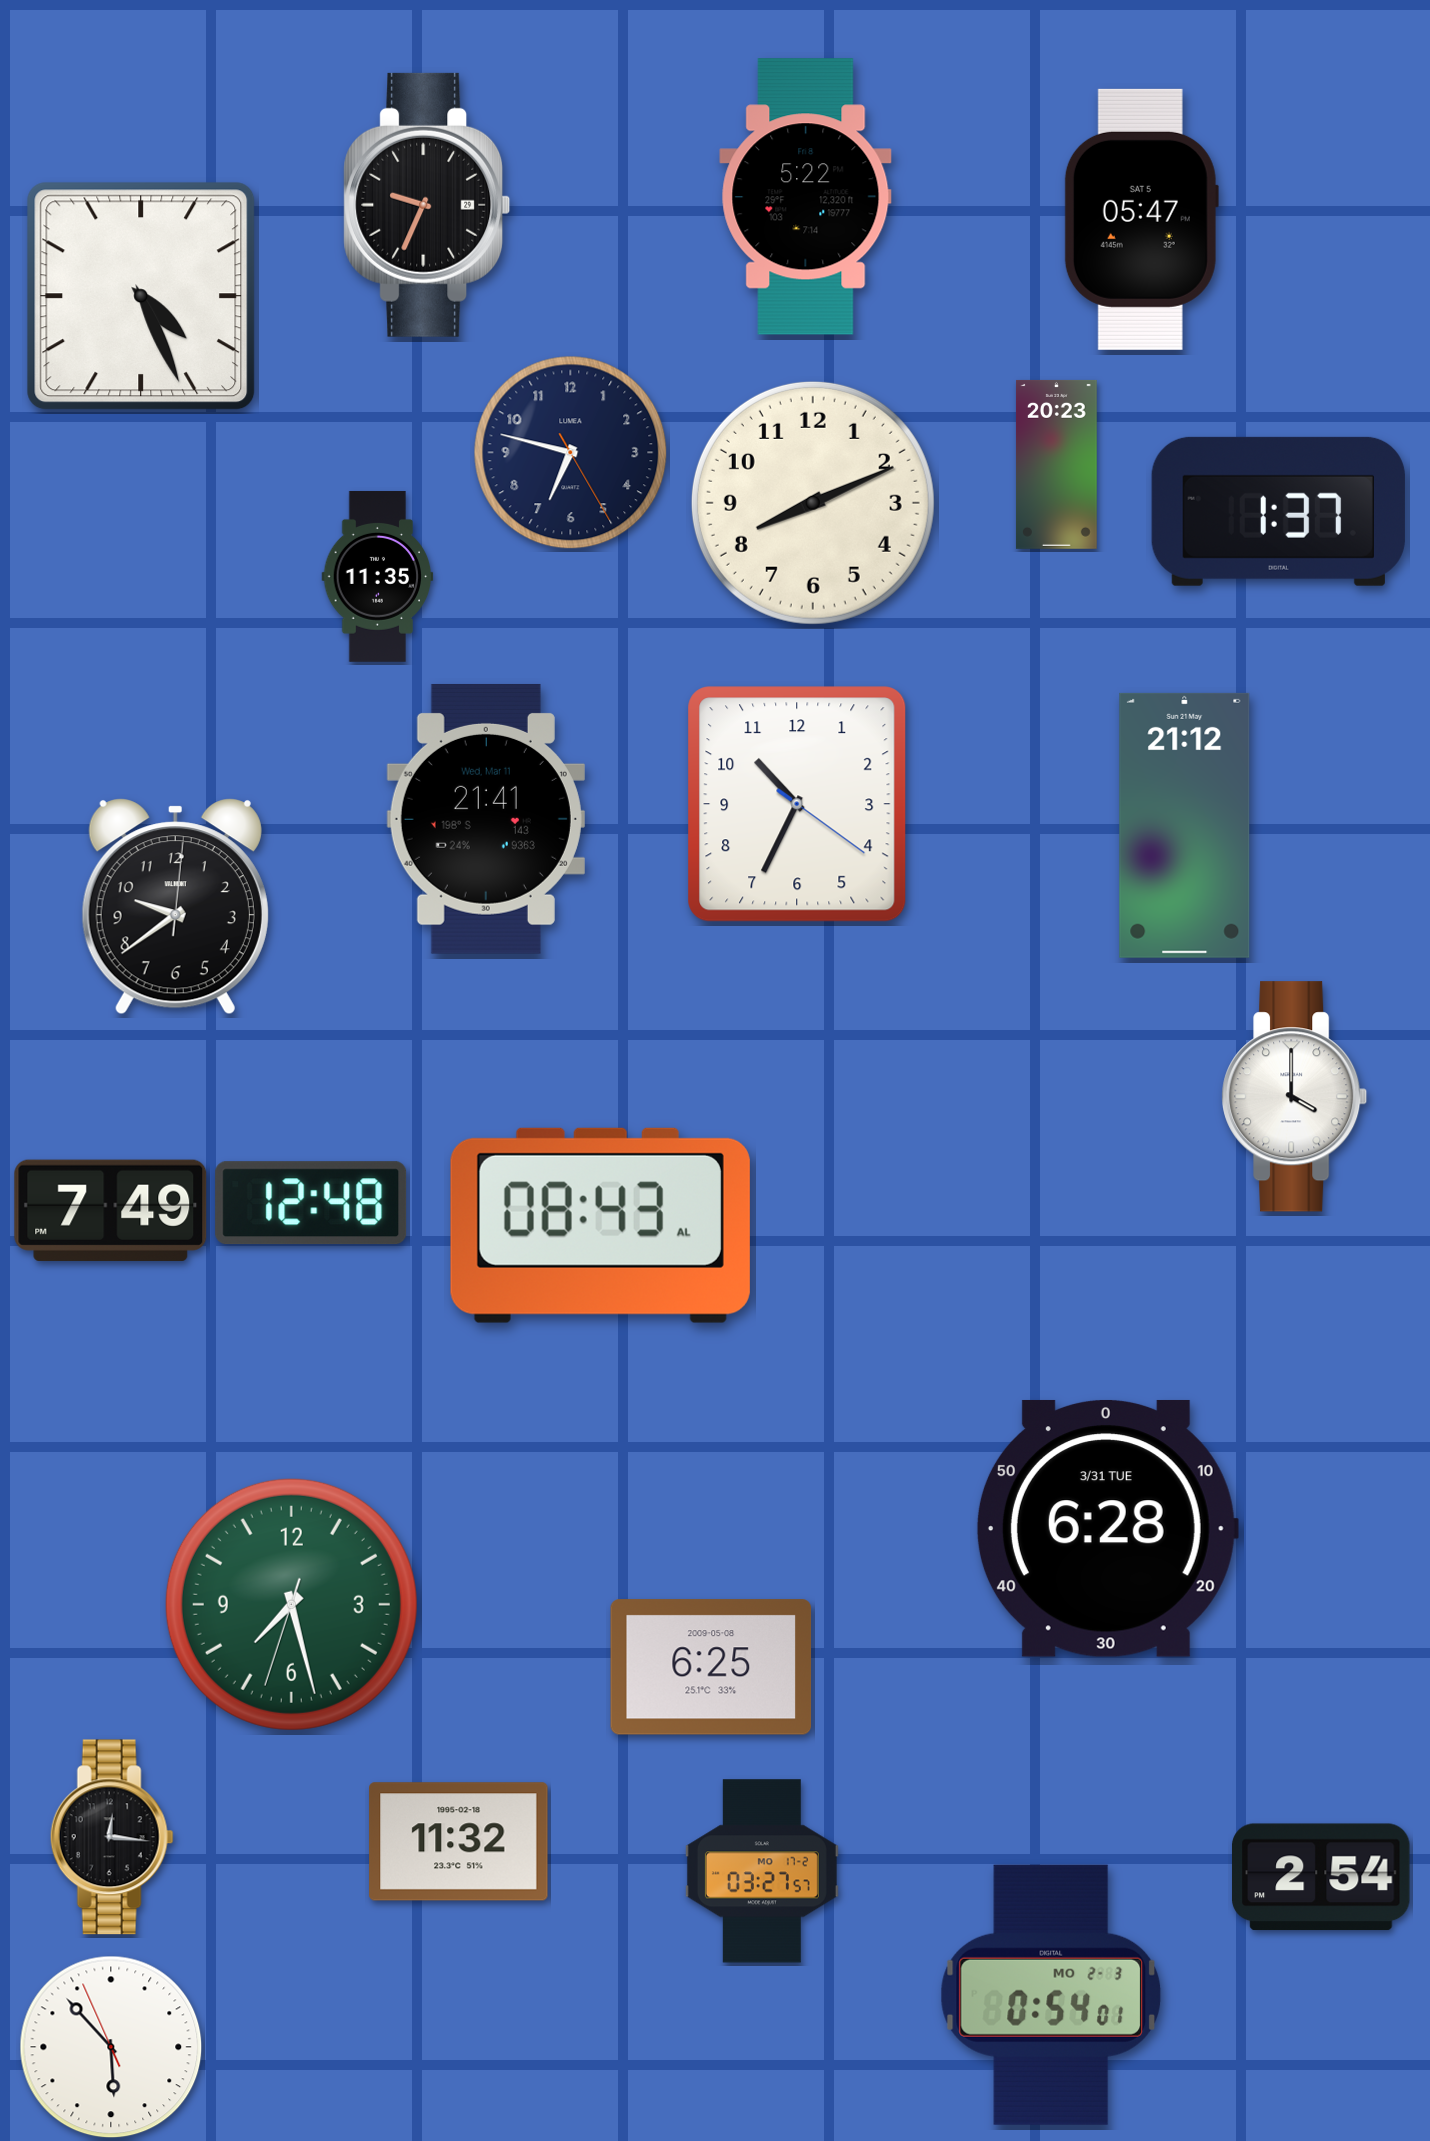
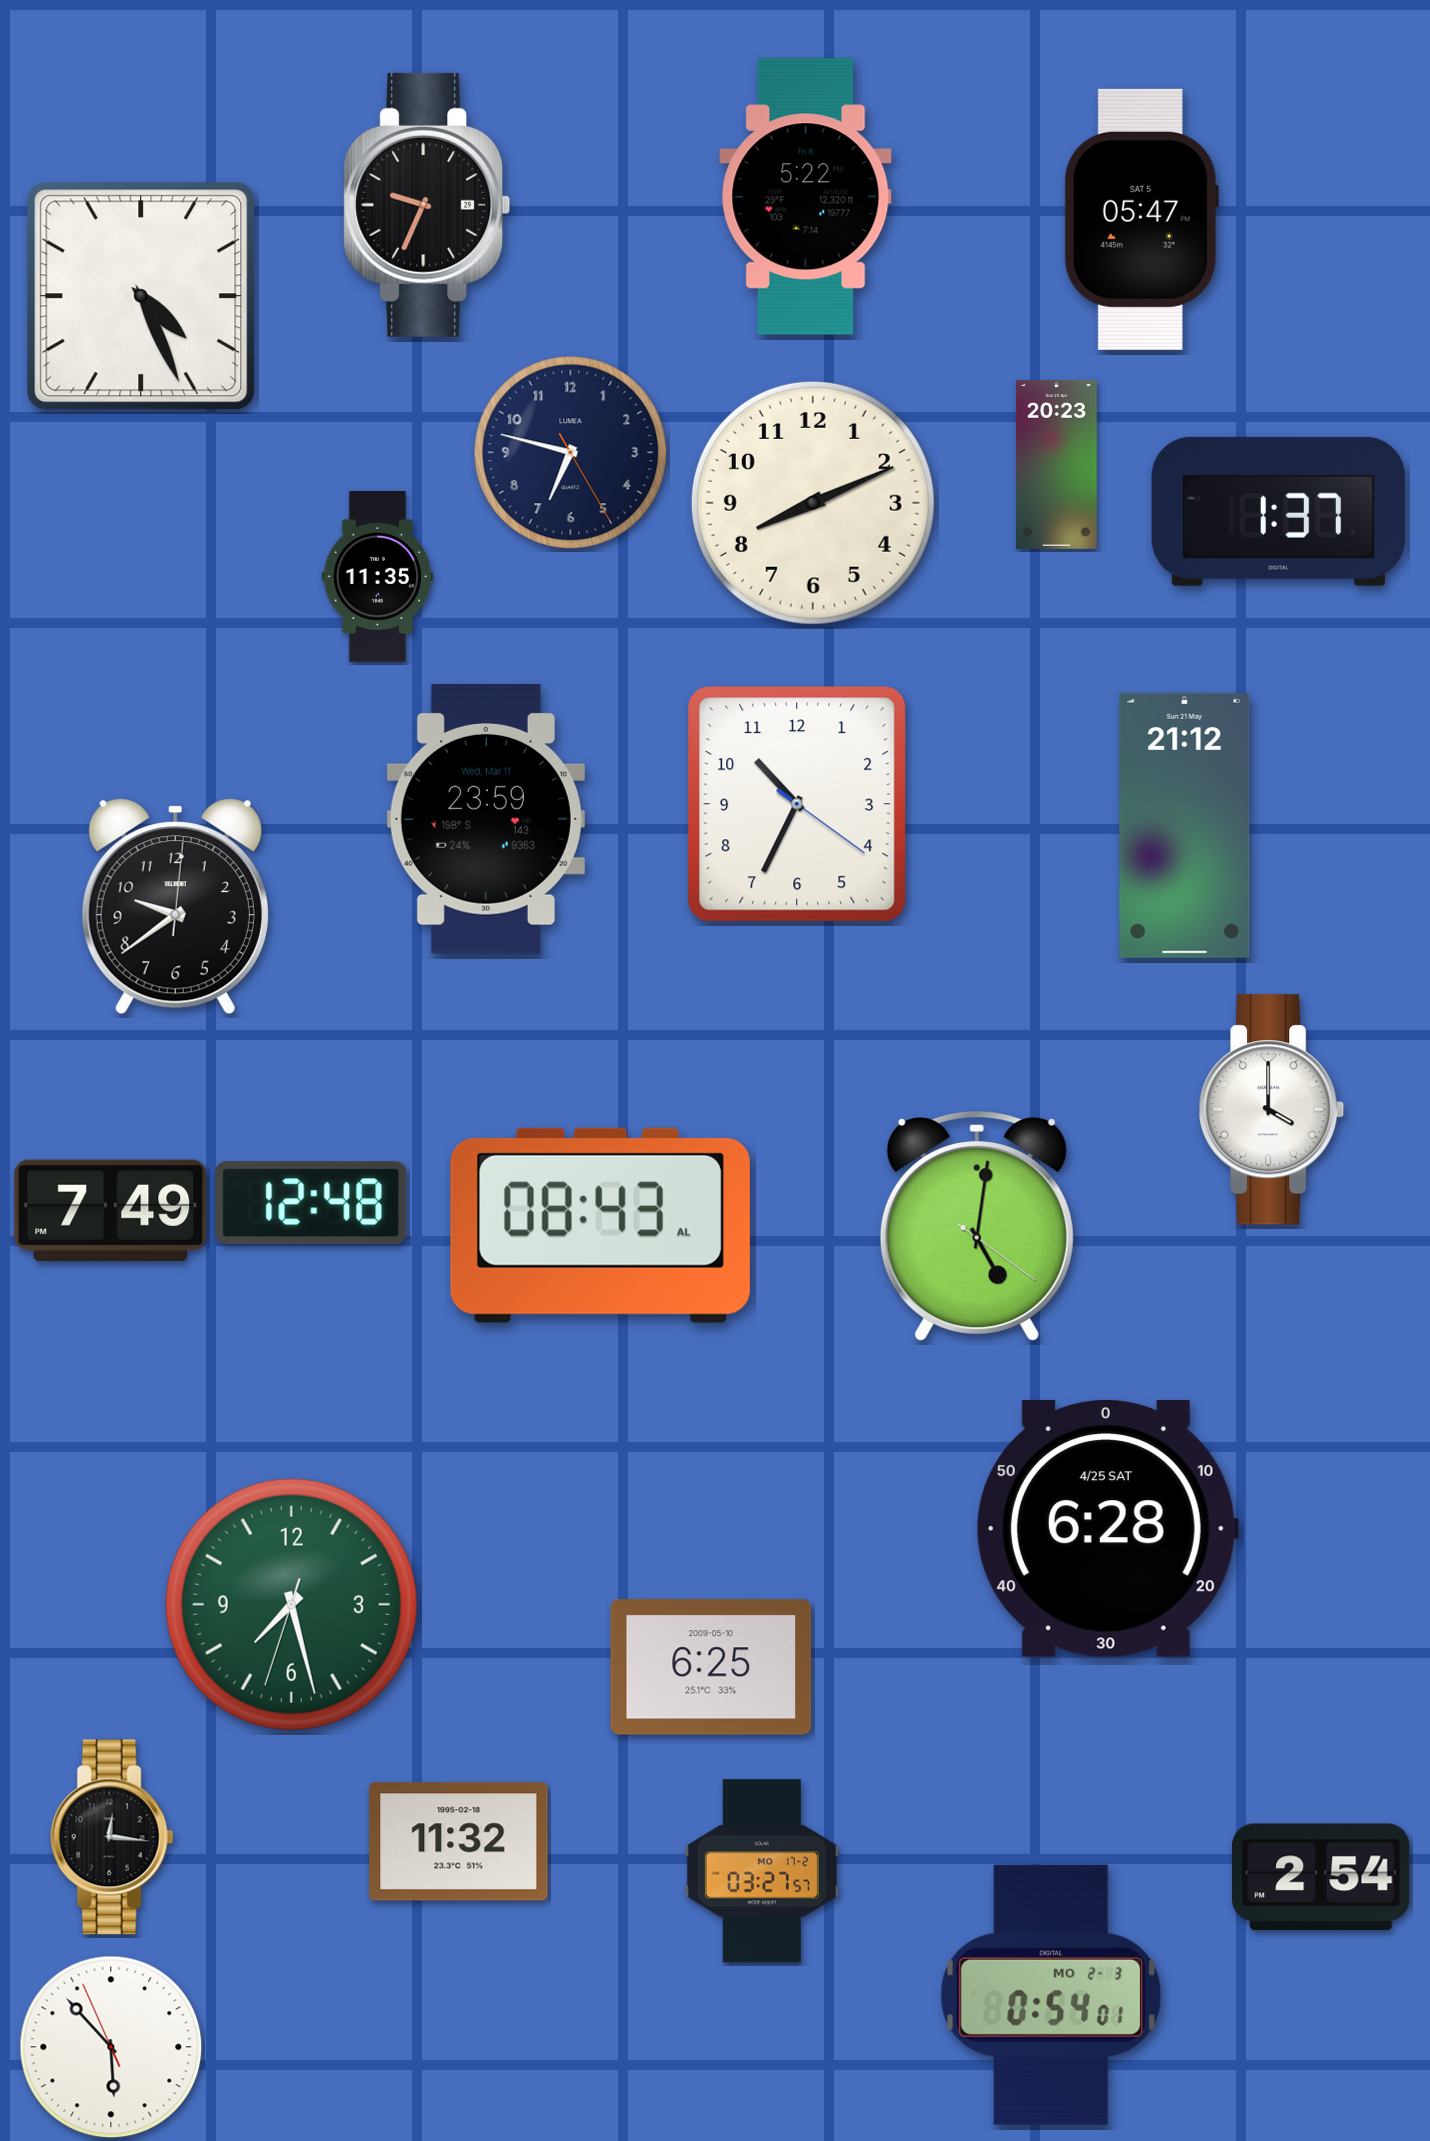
clock at (486, 819): 21:41 -> 23:59
clock at (1295, 1097) position: (1295, 1097) -> (1272, 1110)
clock at (977, 1227): none -> 5:01
clock at (1107, 1528) date: 3/31 TUE -> 4/25 SAT
clock at (711, 1667) date: 2009-05-08 -> 2009-05-10
